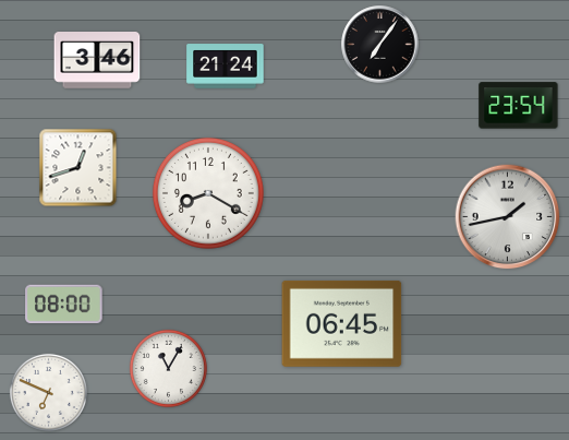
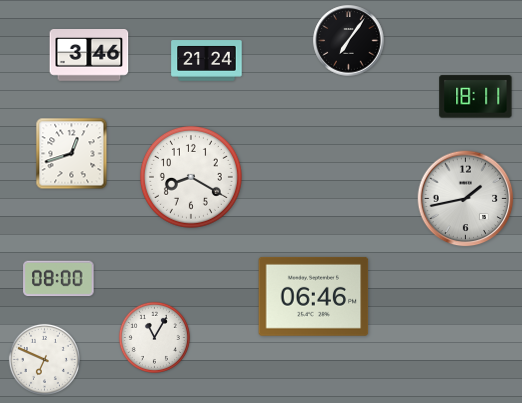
clock at (519, 106): 23:54 -> 18:11
clock at (342, 323): 06:45 -> 06:46
